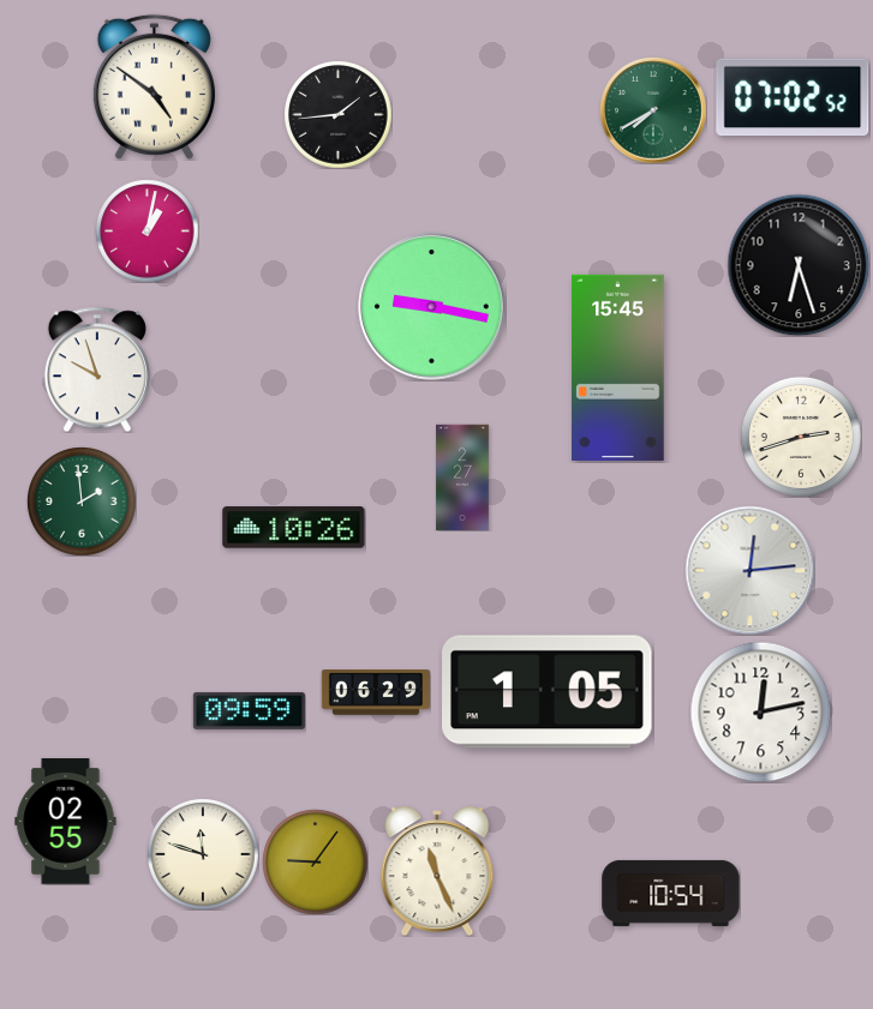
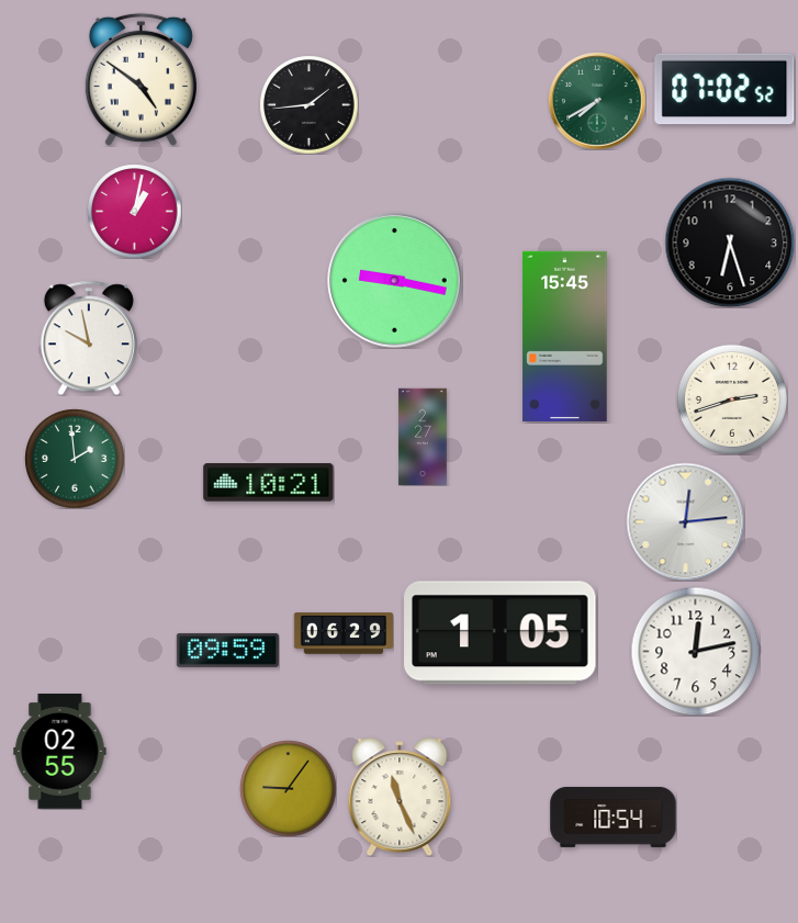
clock at (97, 370): 9:57 -> 9:58
clock at (294, 528): 10:26 -> 10:21
clock at (203, 854): 11:48 -> none
